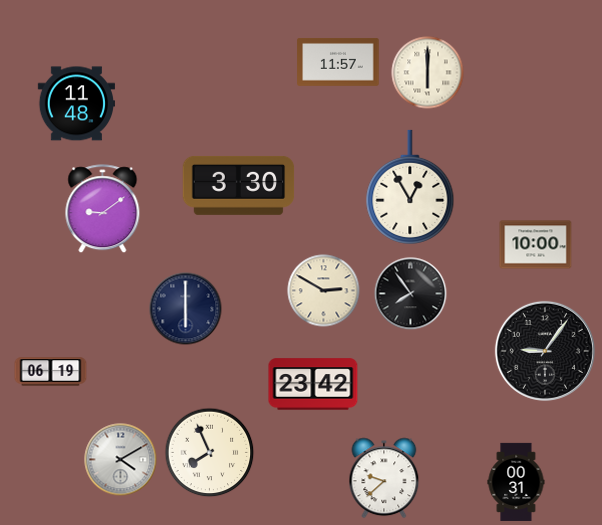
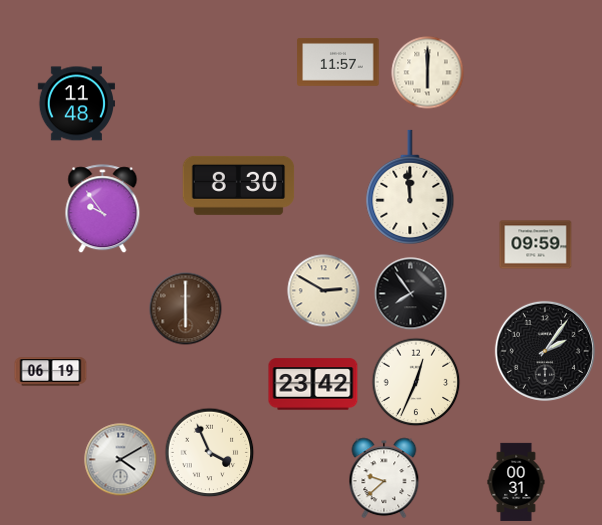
clock at (239, 185): 3:30 -> 8:30
clock at (410, 187): 12:55 -> 11:59
clock at (103, 209): 9:09 -> 9:54
clock at (536, 245): 10:00 -> 09:59
clock at (186, 309) dial: navy -> brown
clock at (545, 351): 9:06 -> 2:06
clock at (416, 382): none -> 12:34
clock at (210, 453): 7:56 -> 3:56
